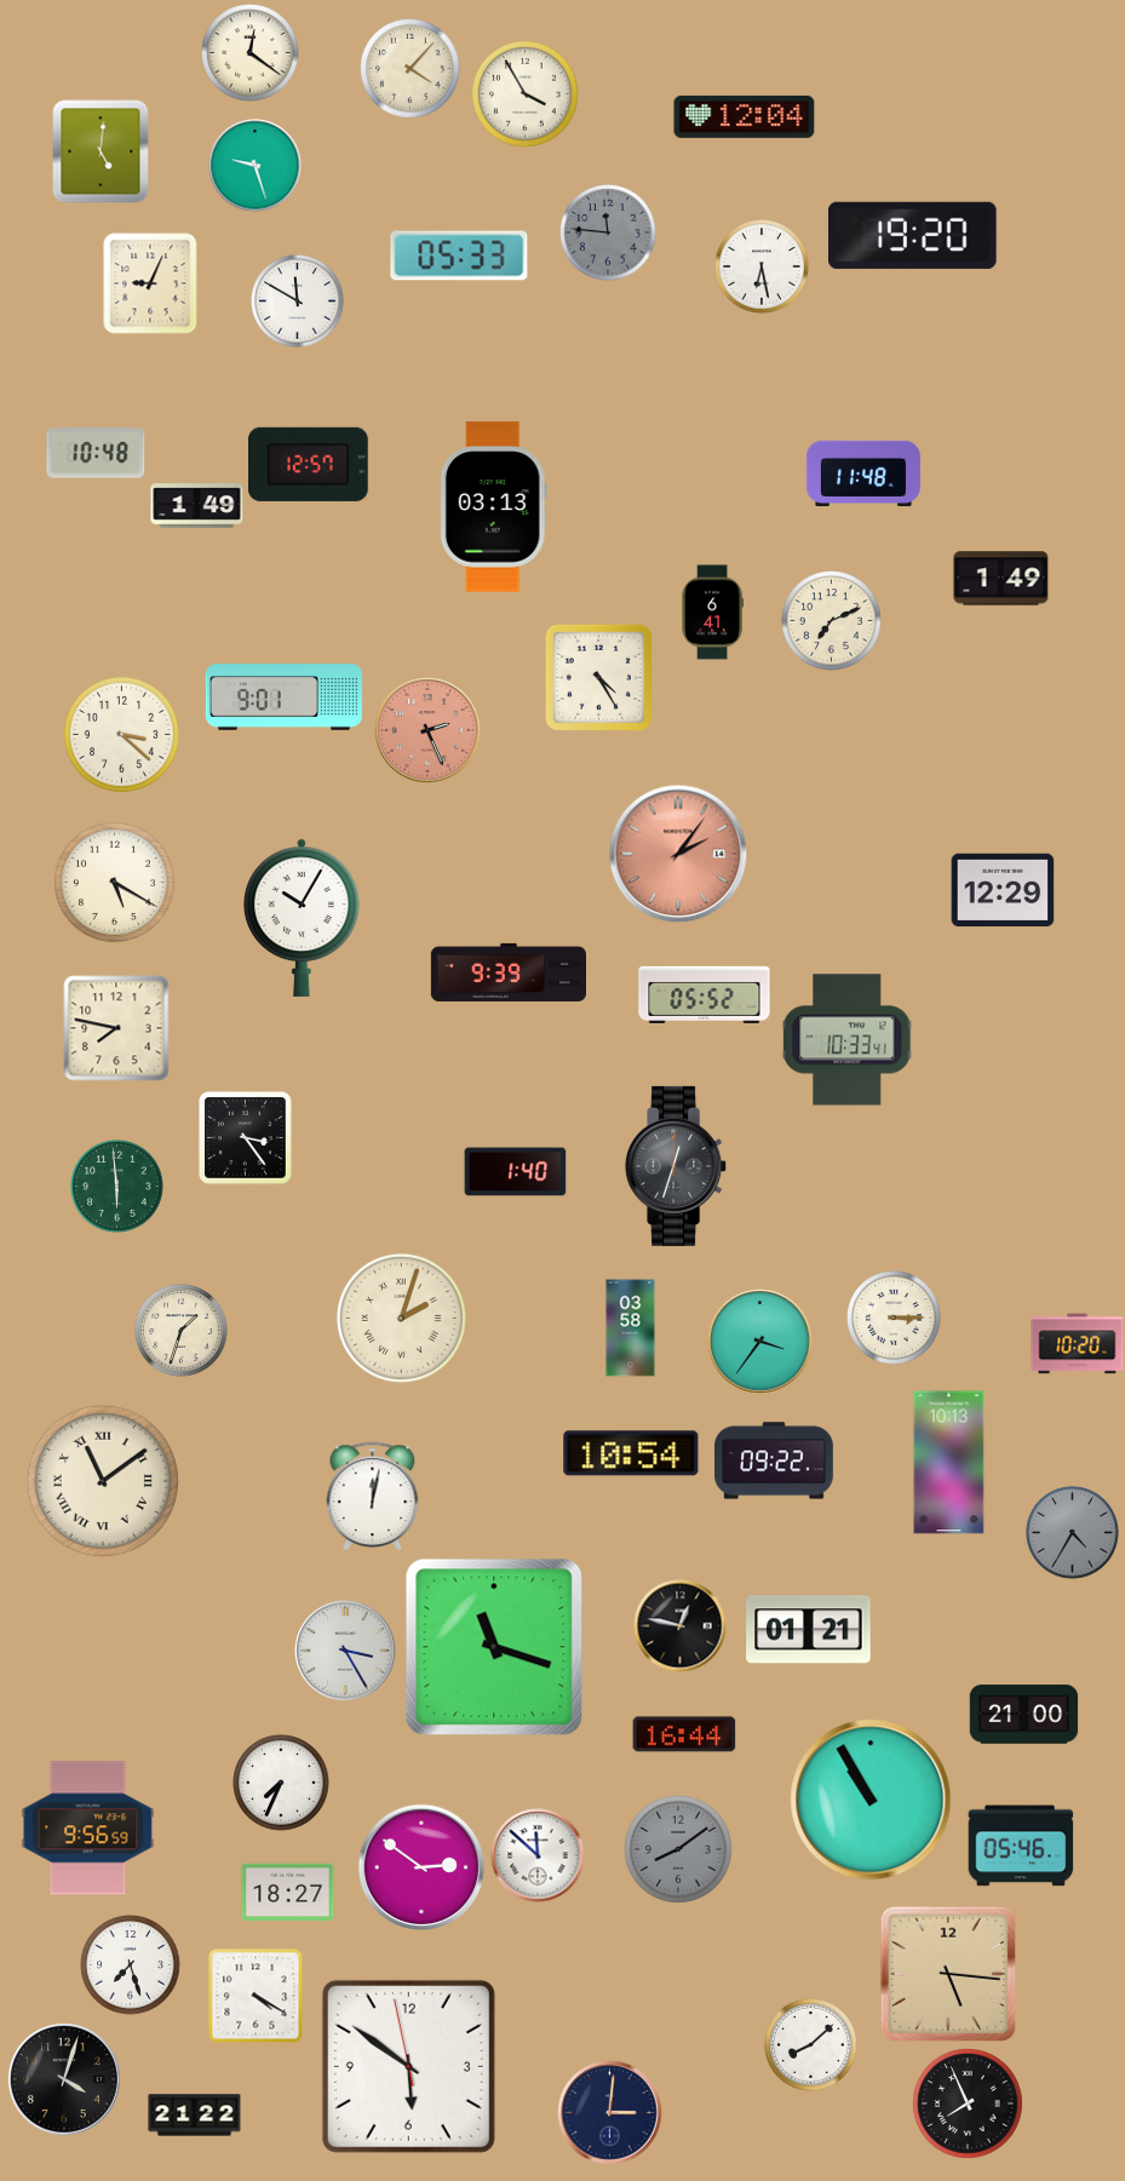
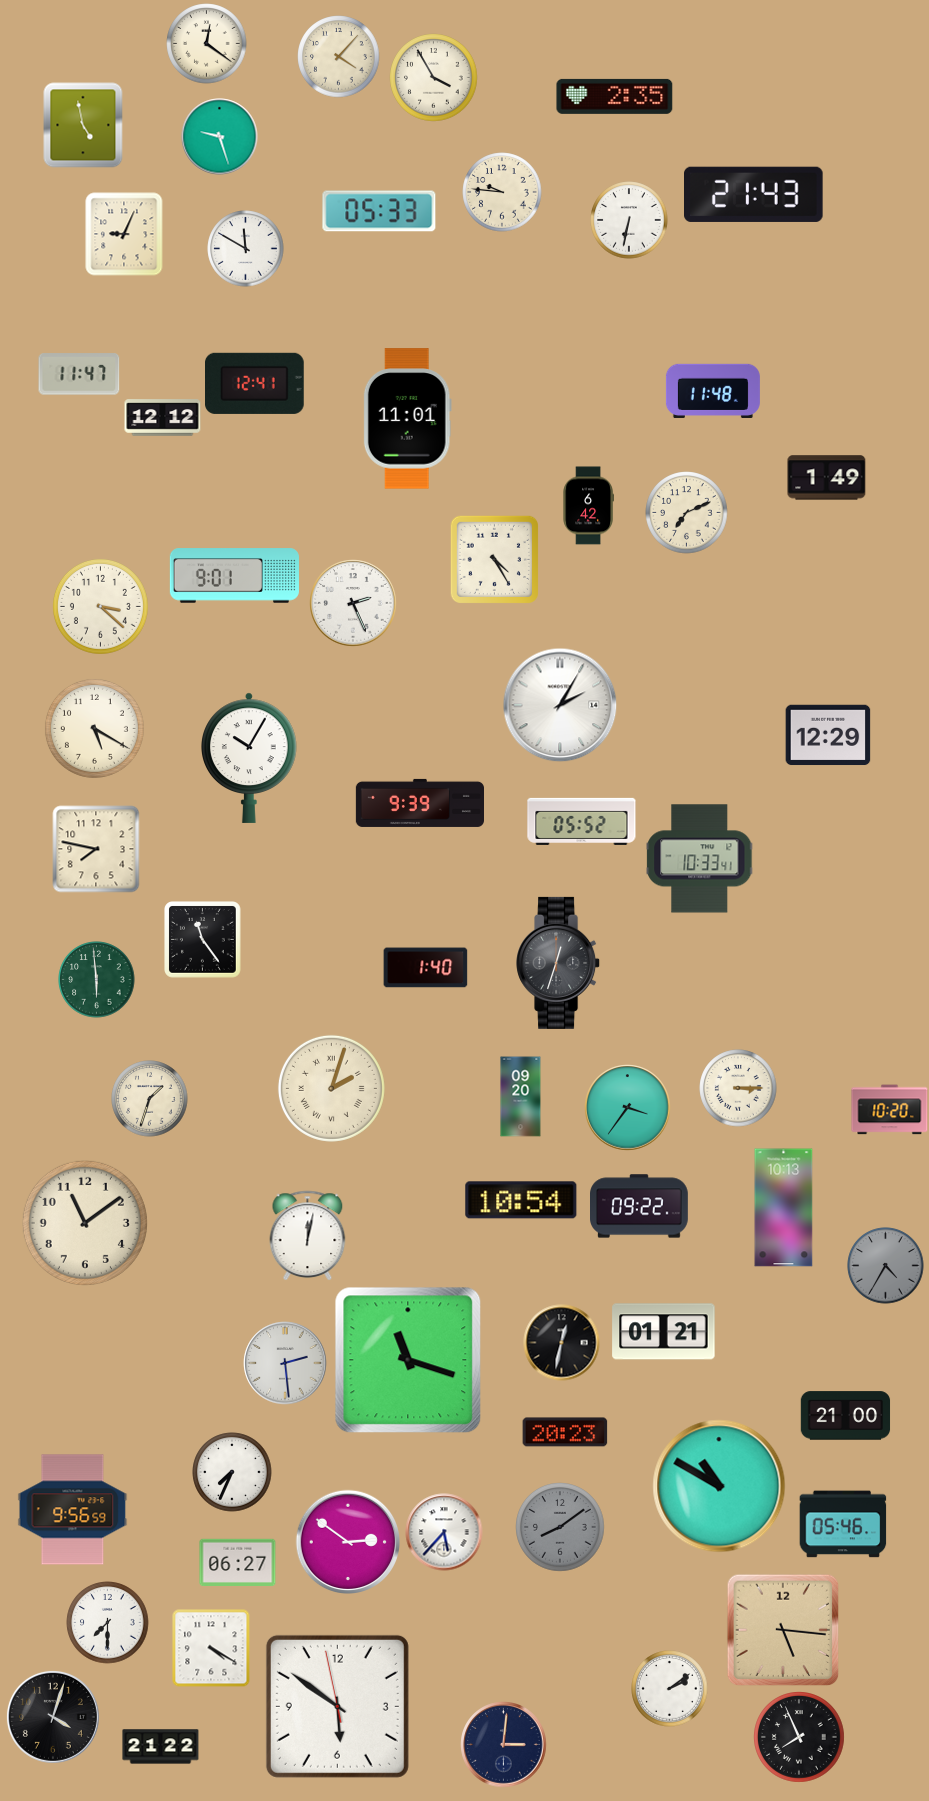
clock at (745, 116): 12:04 -> 2:35
clock at (101, 151): 5:01 -> 4:58
clock at (256, 166) position: (256, 166) -> (220, 137)
clock at (608, 233): 11:46 -> 9:46
clock at (608, 233) dial: grey -> cream
clock at (913, 235): 19:20 -> 21:43
clock at (762, 266): 6:28 -> 6:32
clock at (96, 453): 10:48 -> 11:47
clock at (309, 464): 12:57 -> 12:41
clock at (197, 506): 1:49 -> 12:12
clock at (493, 507): 03:13 -> 11:01
clock at (712, 613): 6:41 -> 6:42
clock at (427, 730) dial: salmon -> white
clock at (678, 854): 2:06 -> 2:05
clock at (678, 854) dial: salmon -> white
clock at (246, 1138): 3:24 -> 11:24
clock at (631, 1328): 03:58 -> 09:20
clock at (103, 1481) numerals: Roman -> Arabic
clock at (681, 1626): 12:47 -> 12:32
clock at (809, 1630) position: (809, 1630) -> (664, 1332)
clock at (345, 1651): 3:25 -> 2:29
clock at (684, 1734): 16:44 -> 20:23
clock at (871, 1800): 10:55 -> 10:50
clock at (538, 1855): 11:52 -> 5:37
clock at (288, 1892): 18:27 -> 06:27
clock at (131, 1965): 7:27 -> 7:30
clock at (811, 2045): 8:08 -> 2:09
